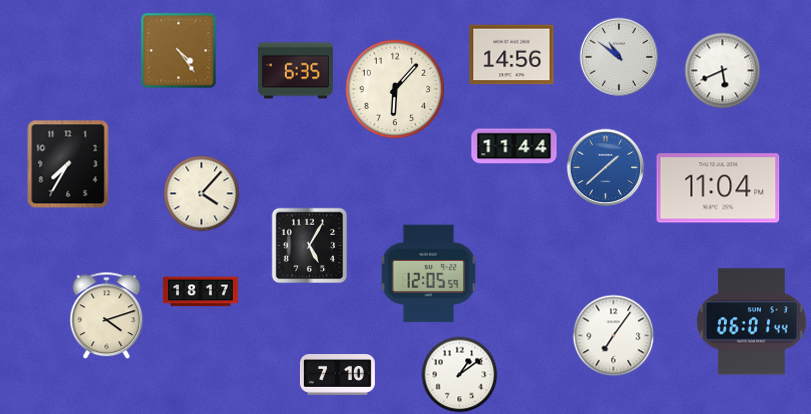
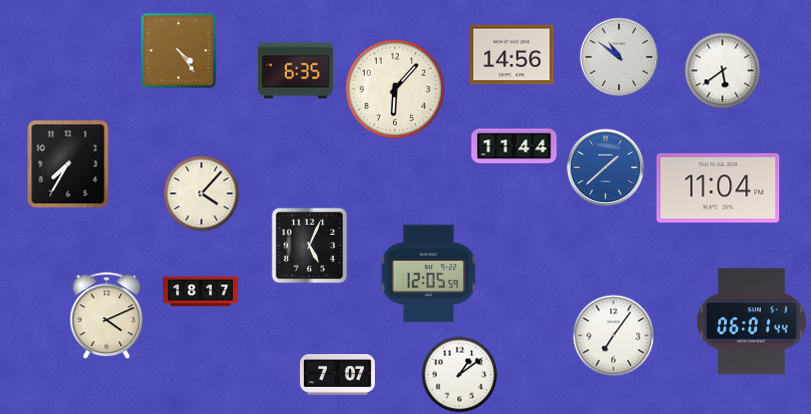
clock at (723, 71): 5:41 -> 5:39
clock at (310, 246): 5:05 -> 5:04
clock at (107, 316): 4:12 -> 4:11
clock at (337, 375): 7:10 -> 7:07
